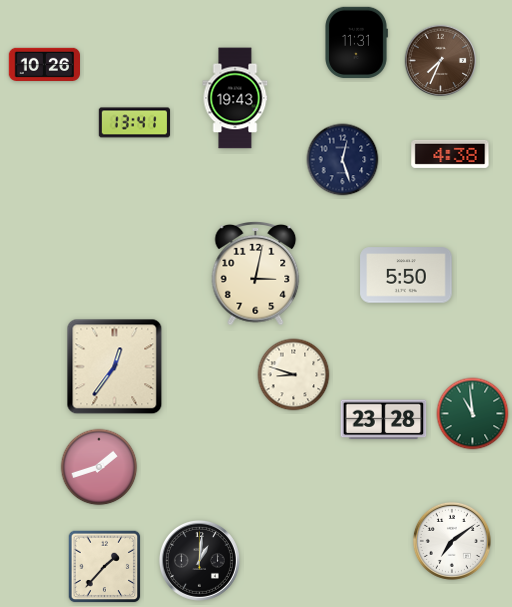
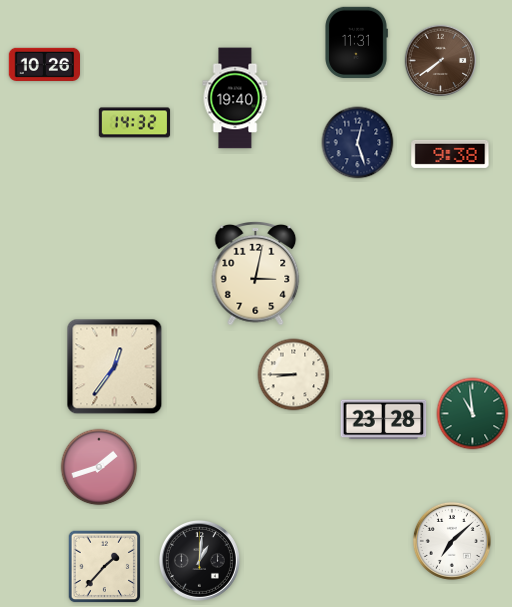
clock at (441, 61): 7:34 -> 7:39
clock at (235, 98): 19:43 -> 19:40
clock at (135, 123): 13:41 -> 14:32
clock at (450, 154): 4:38 -> 9:38
clock at (343, 160) position: (343, 160) -> (358, 143)
clock at (406, 275): 5:50 -> none
clock at (294, 375): 8:48 -> 8:45
clock at (452, 541): 7:09 -> 7:08
